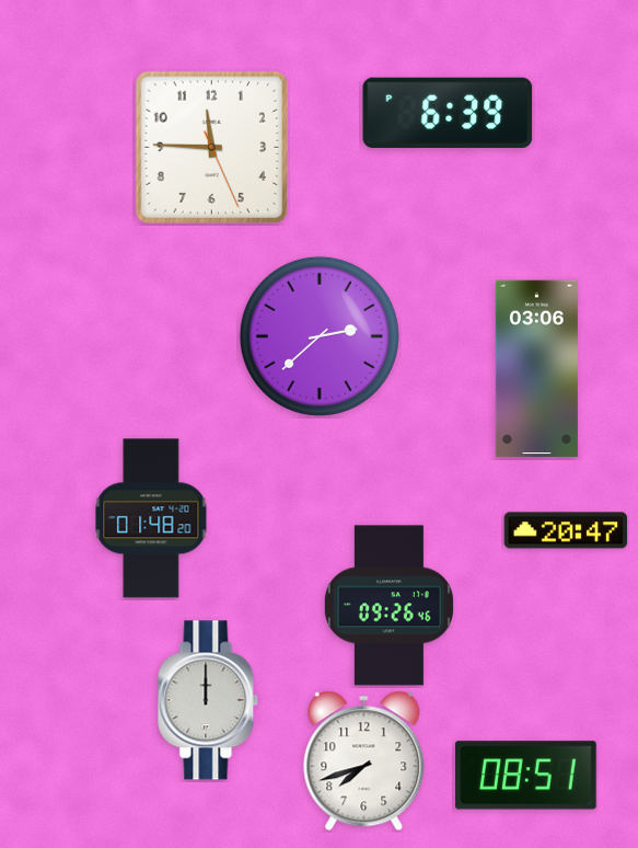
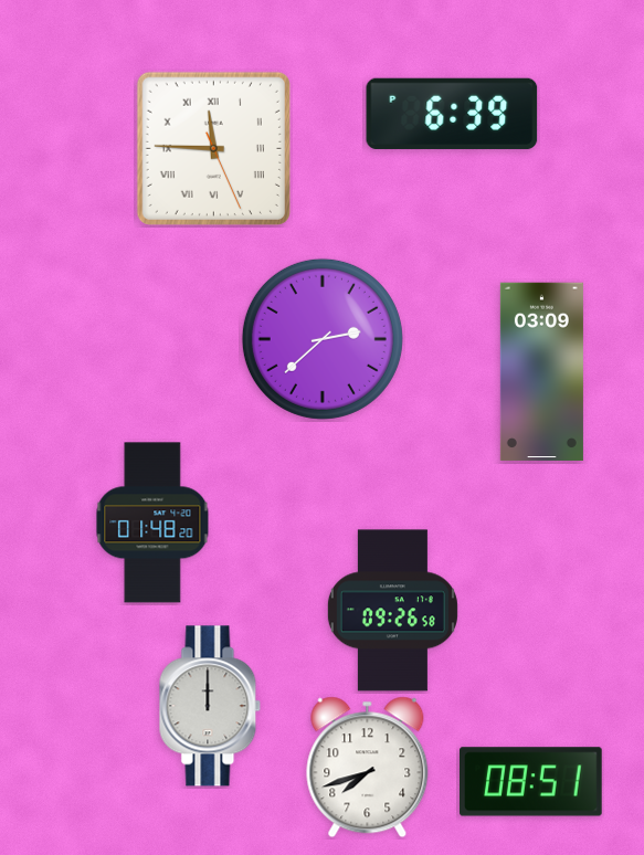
clock at (211, 147) numerals: Arabic -> Roman
clock at (536, 369): 03:06 -> 03:09
clock at (566, 530): 20:47 -> none
clock at (388, 606): 09:26:46 -> 09:26:58
